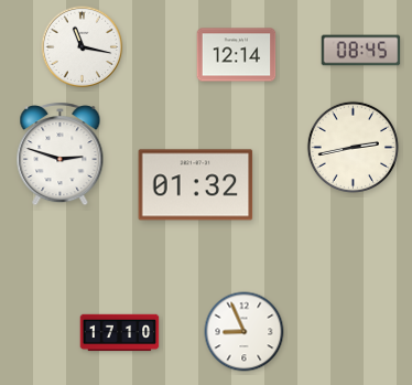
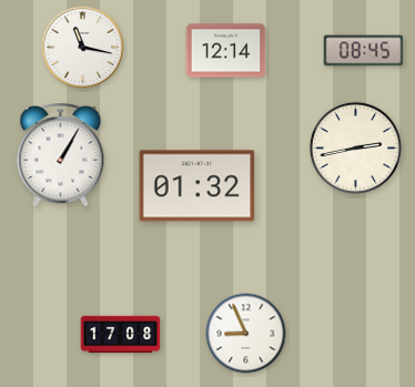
clock at (237, 55) position: (237, 55) -> (226, 51)
clock at (61, 154): 2:48 -> 1:05
clock at (120, 333): 17:10 -> 17:08
